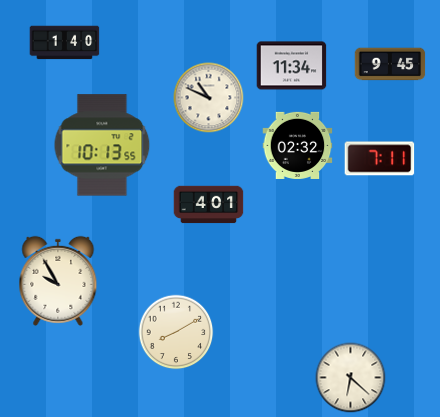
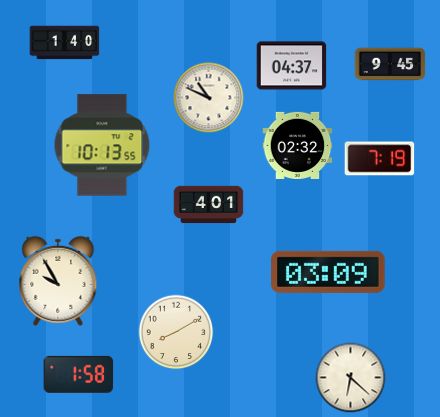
clock at (292, 66): 11:34 -> 04:37
clock at (380, 159): 7:11 -> 7:19
clock at (328, 272): none -> 03:09
clock at (79, 374): none -> 1:58
